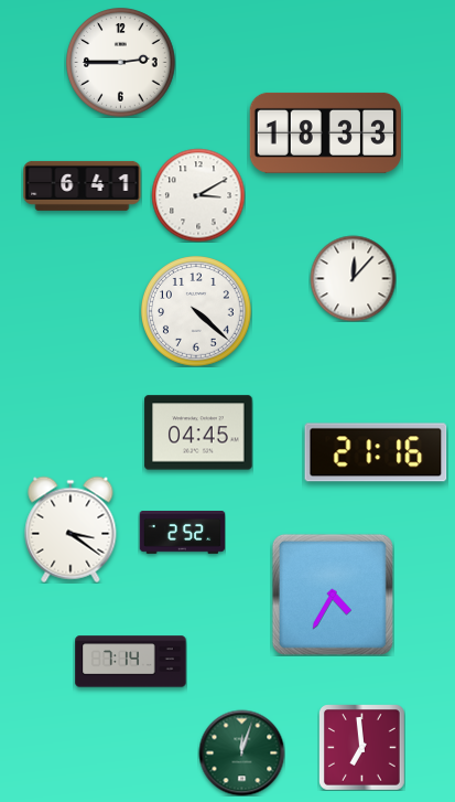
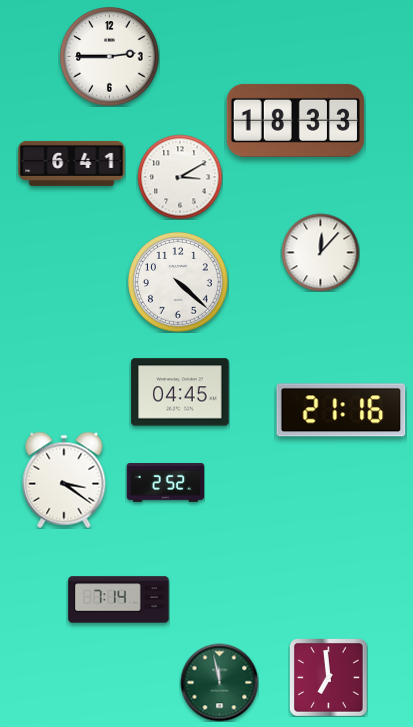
clock at (83, 185) position: (83, 185) -> (72, 163)
clock at (333, 595): 4:35 -> none
clock at (241, 752): 12:03 -> 11:58
